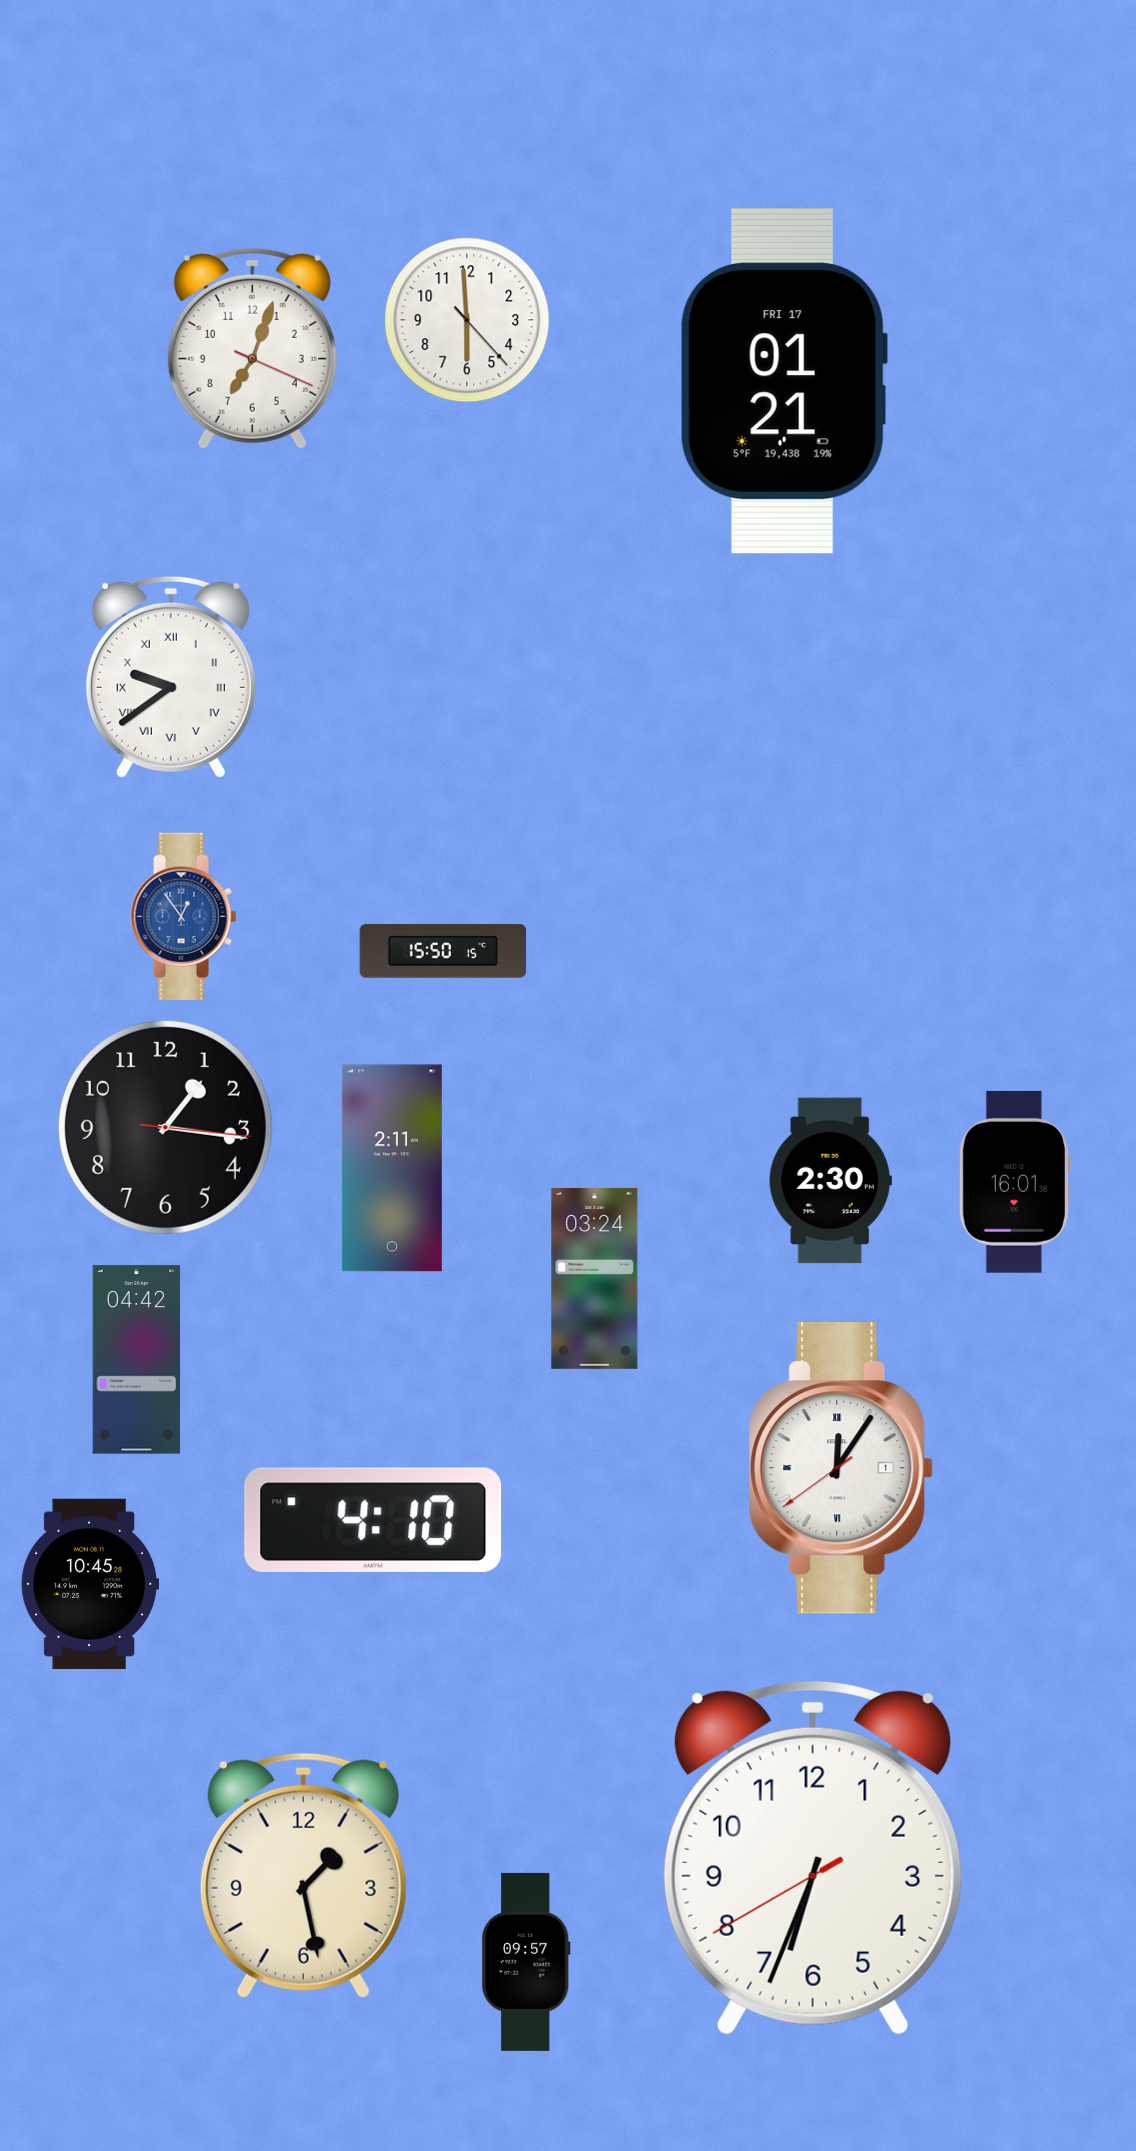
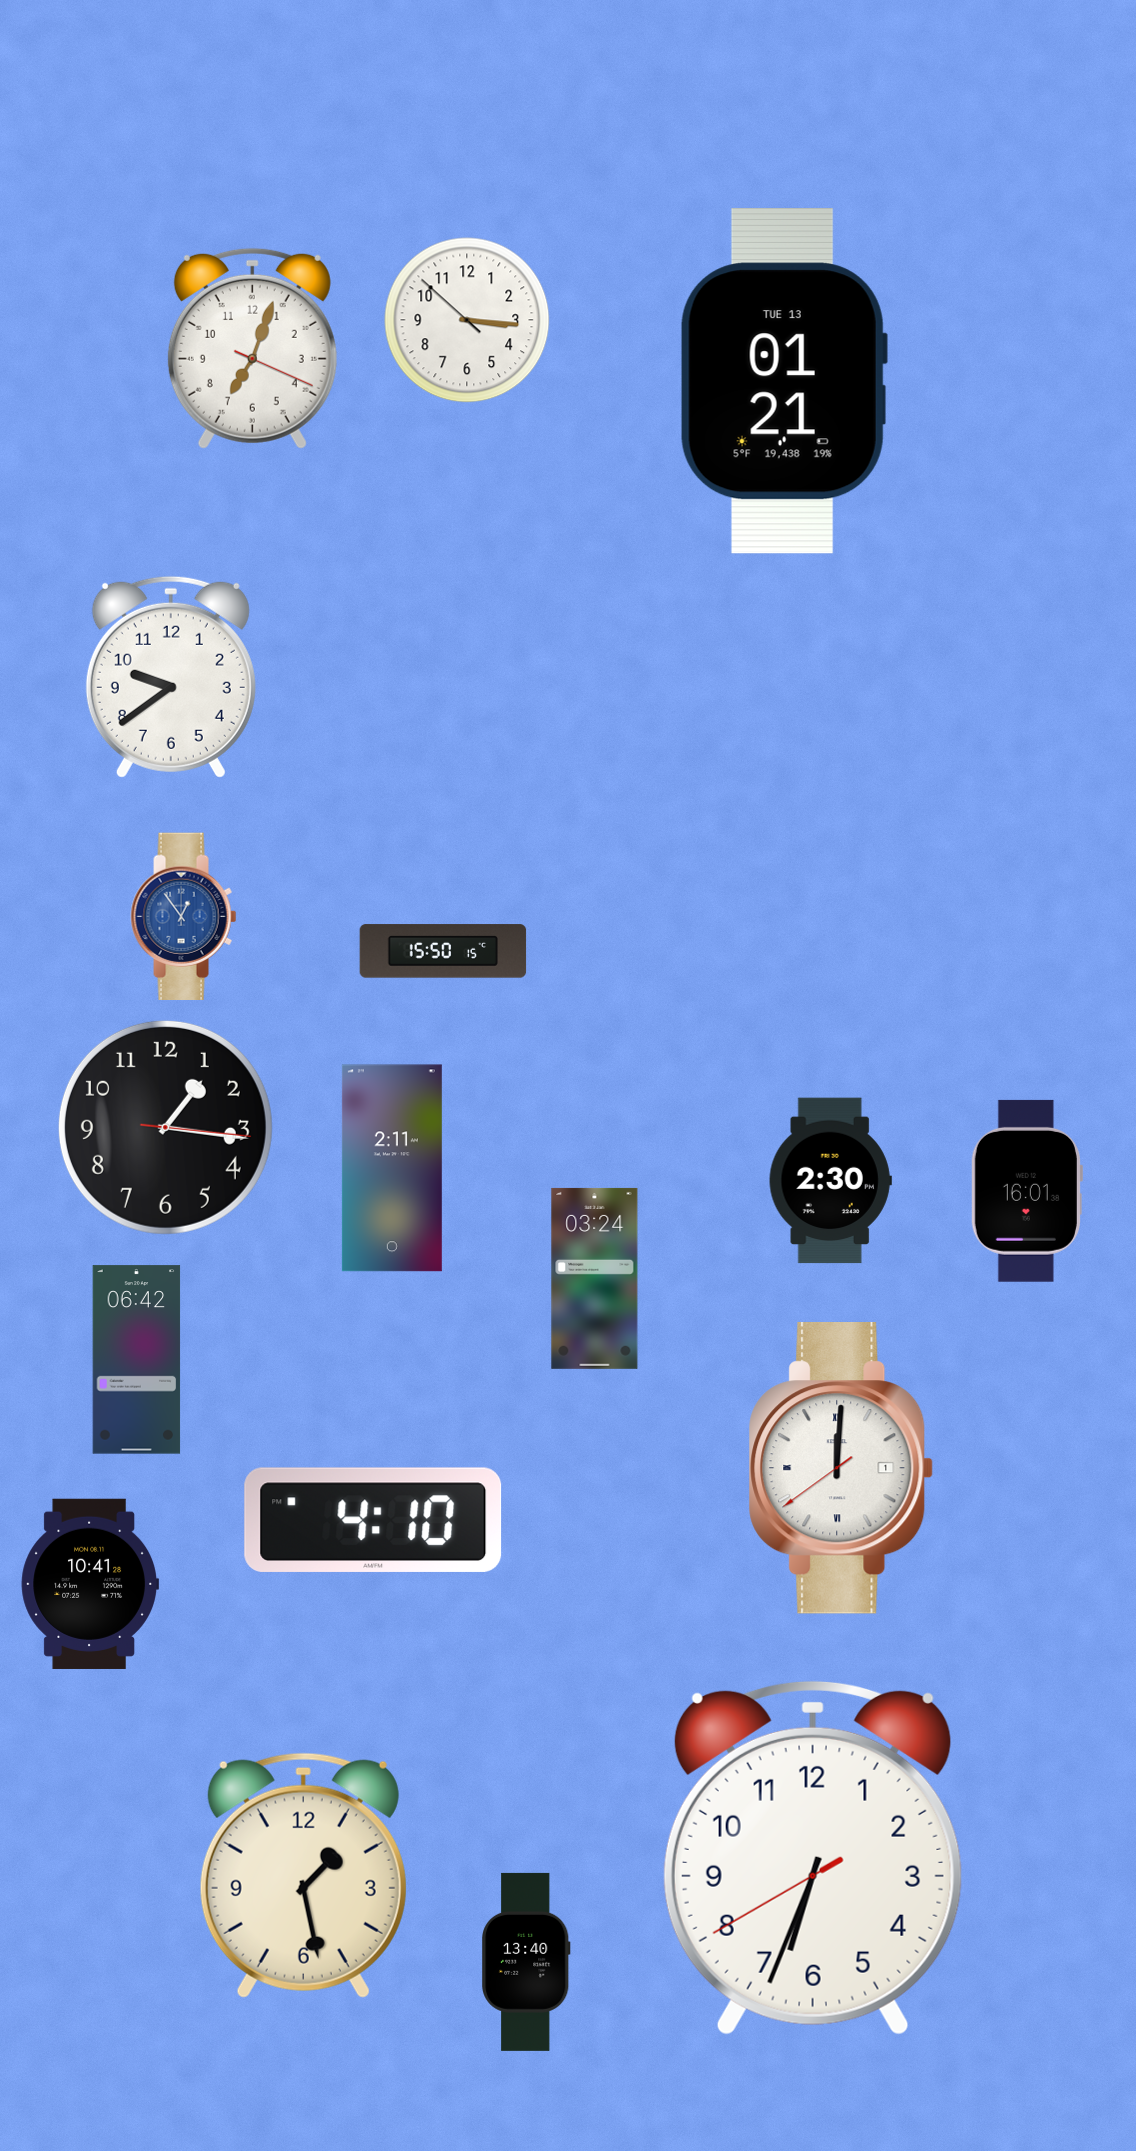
clock at (467, 320): 5:59 -> 3:15
clock at (784, 381) date: FRI 17 -> TUE 13
clock at (171, 677) numerals: Roman -> Arabic
clock at (1014, 1182) position: (1014, 1182) -> (1026, 1191)
clock at (137, 1360): 04:42 -> 06:42
clock at (841, 1469): 12:05 -> 12:00
clock at (90, 1584): 10:45 -> 10:41
clock at (526, 1962): 09:57 -> 13:40
